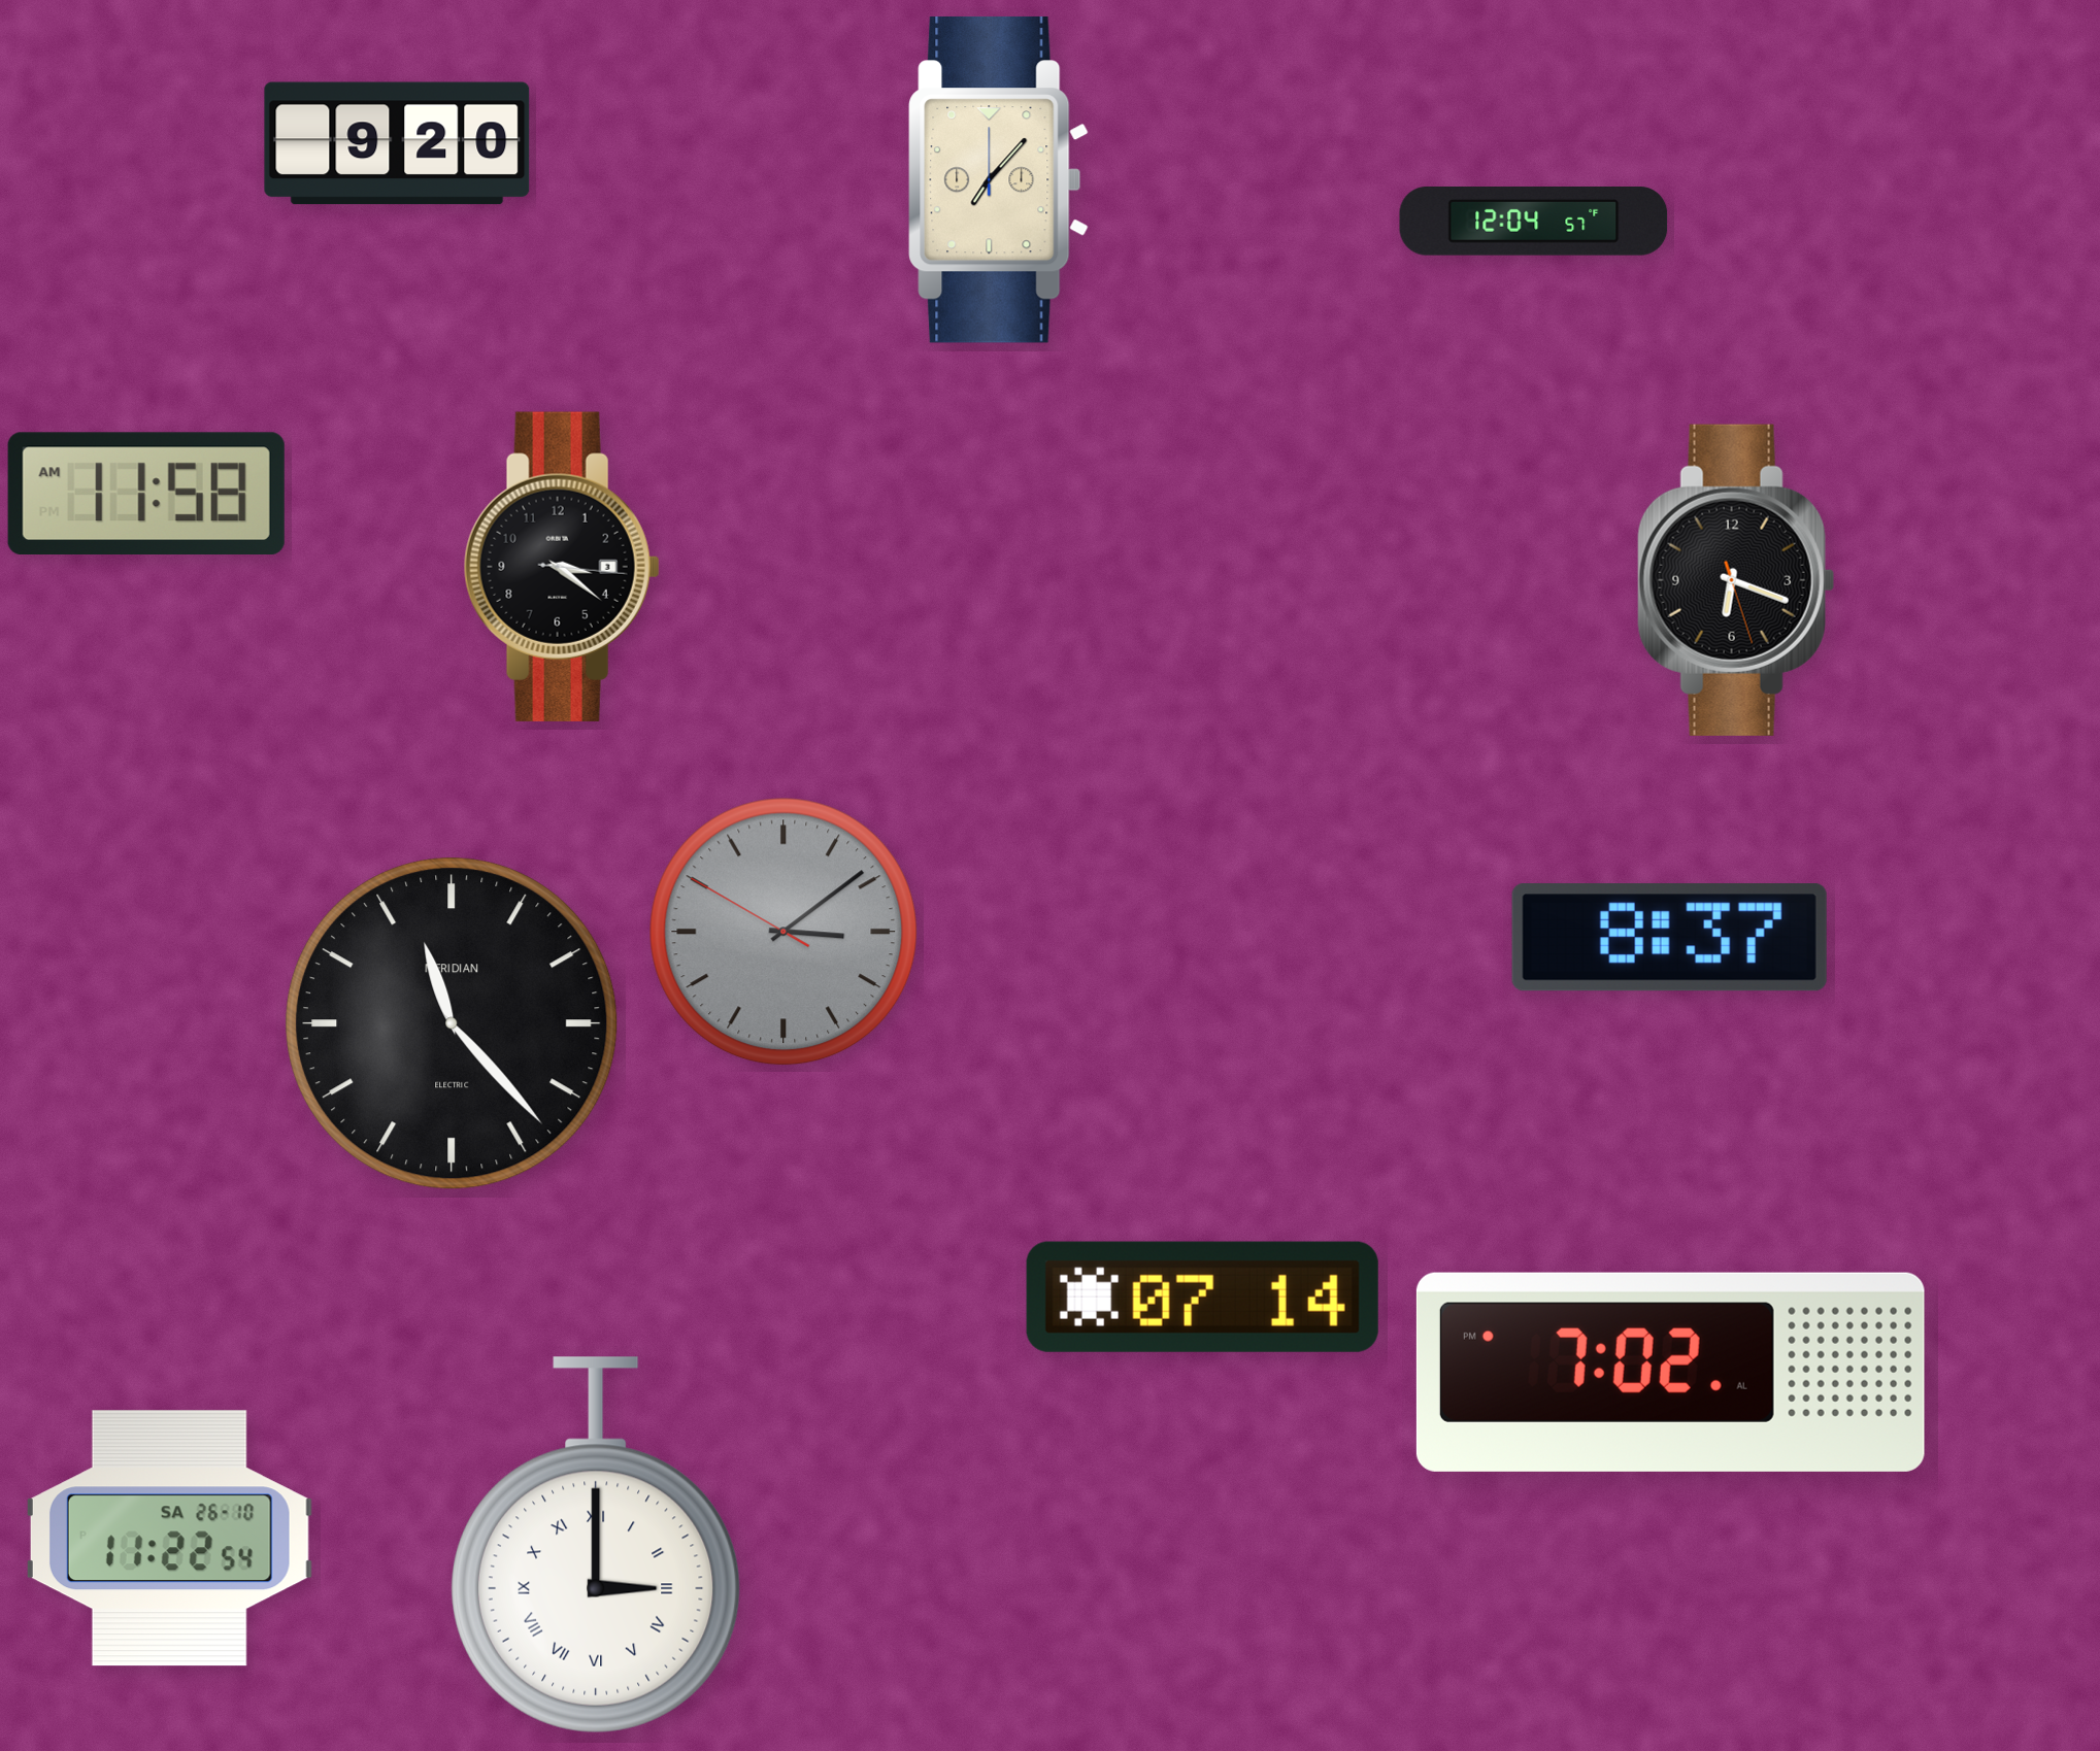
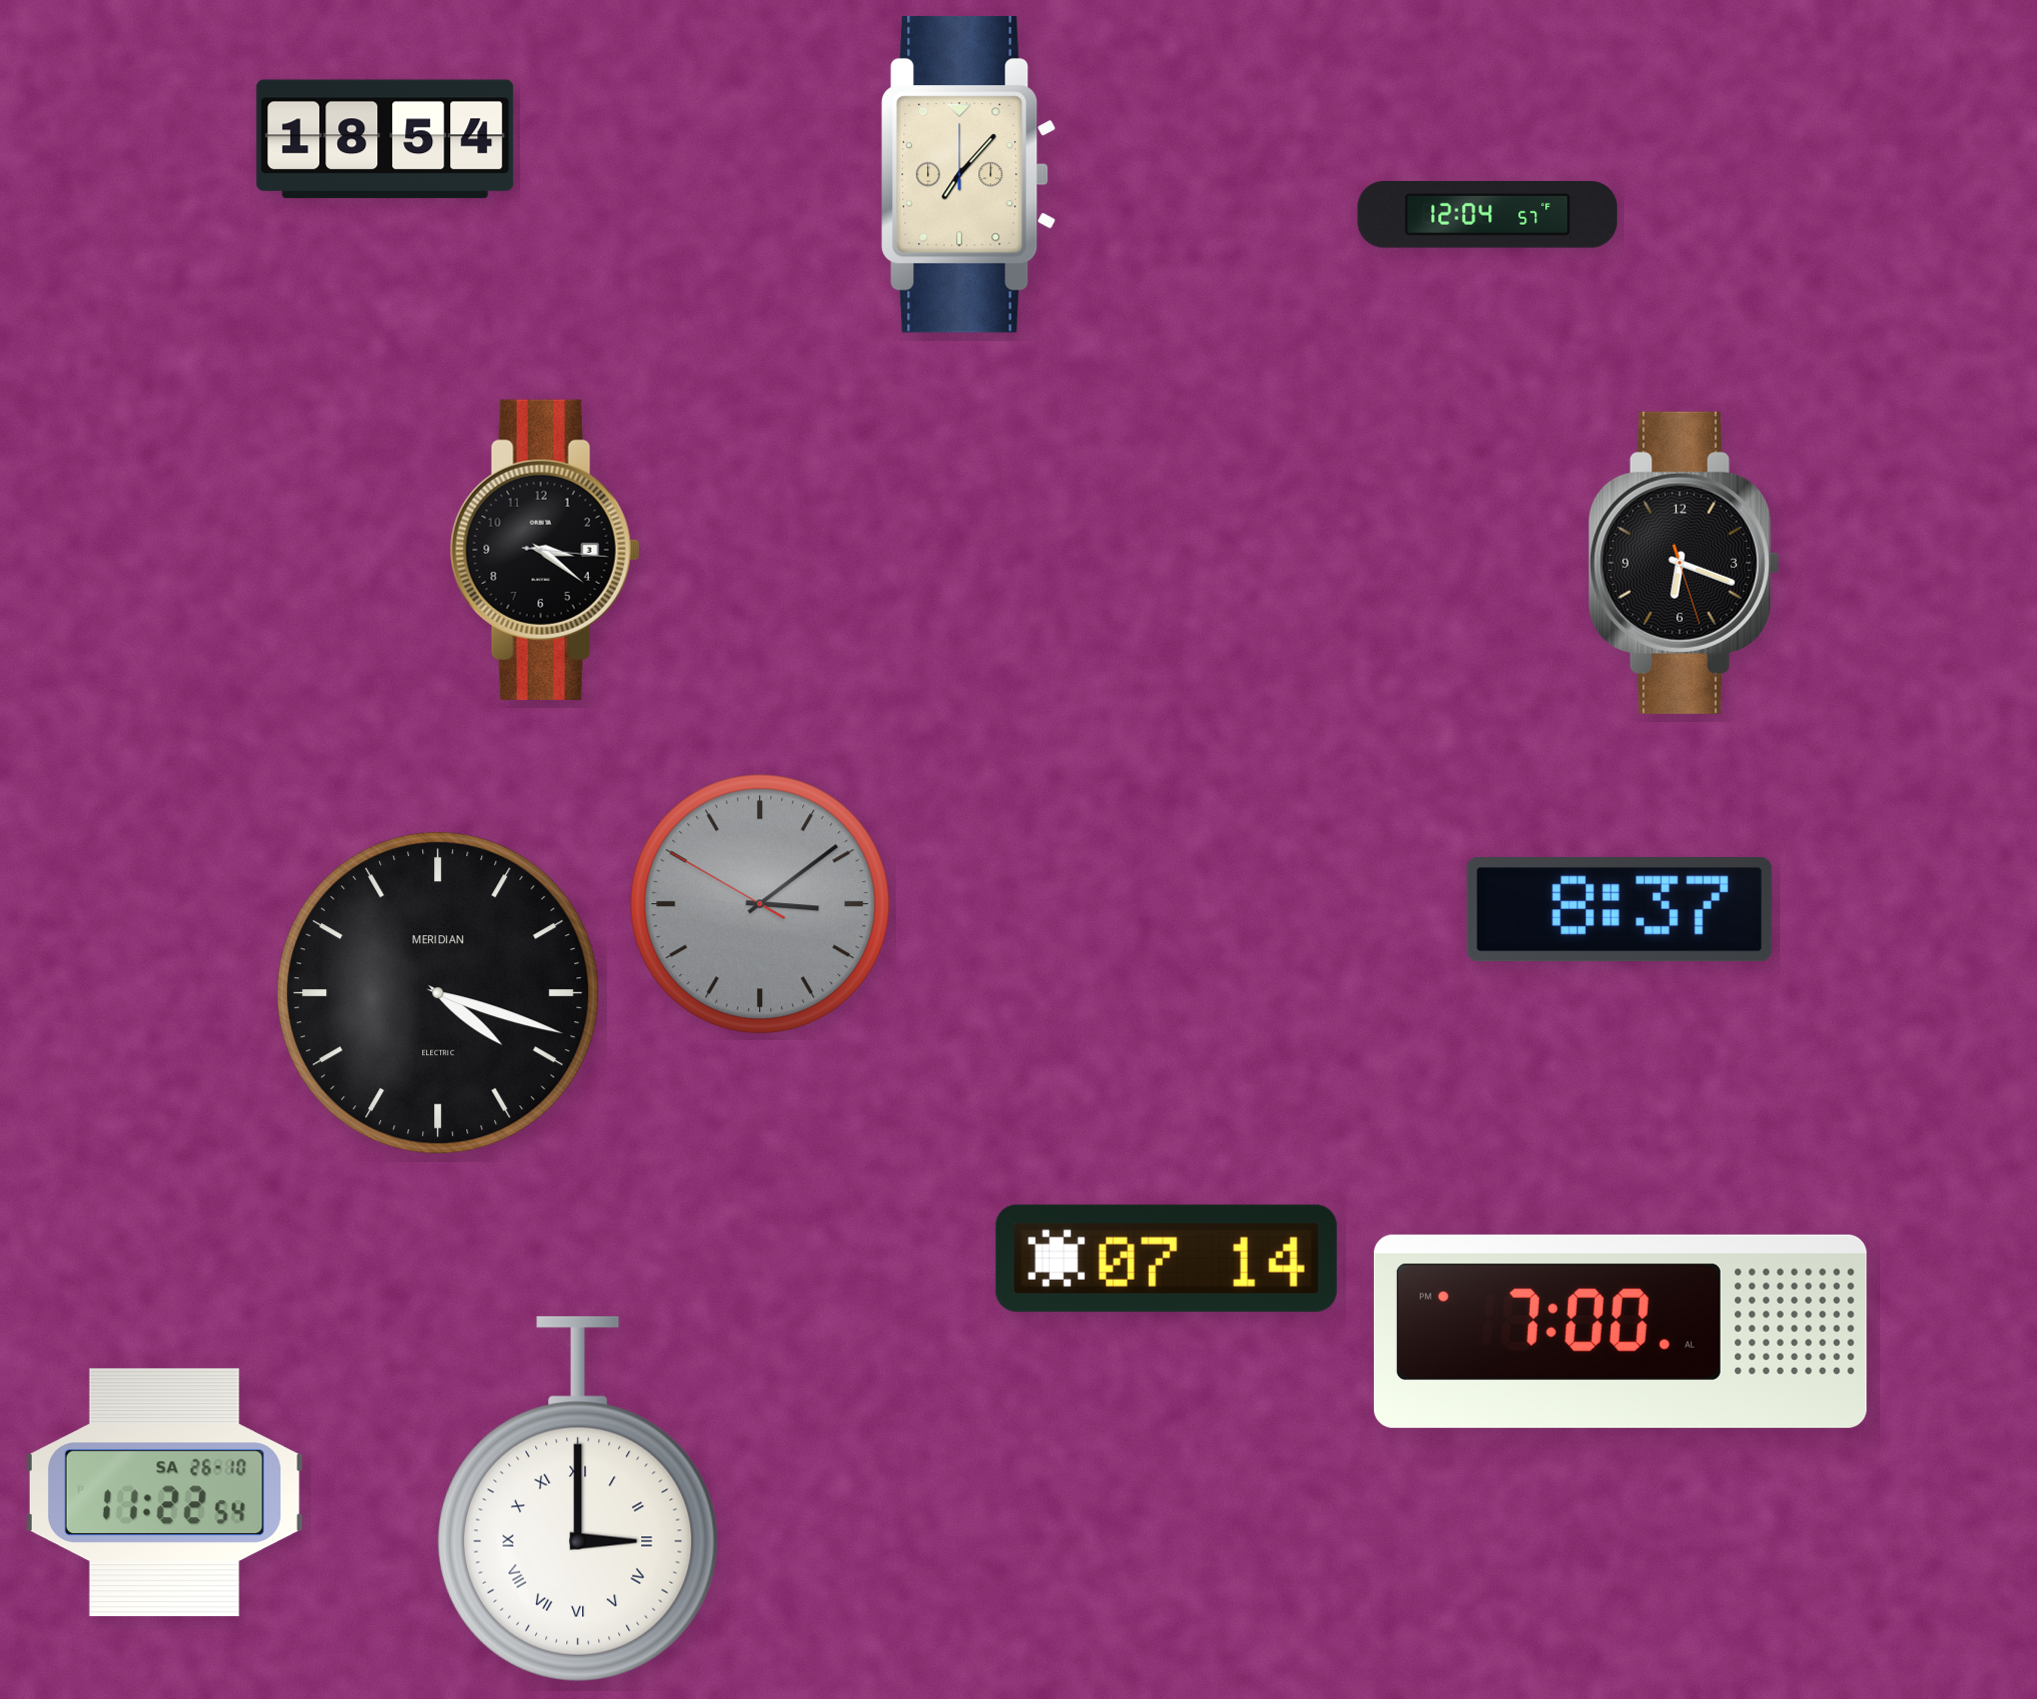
clock at (397, 143): 9:20 -> 18:54
clock at (146, 493): 11:58 -> none
clock at (452, 1023): 11:23 -> 4:18
clock at (1670, 1372): 7:02 -> 7:00
